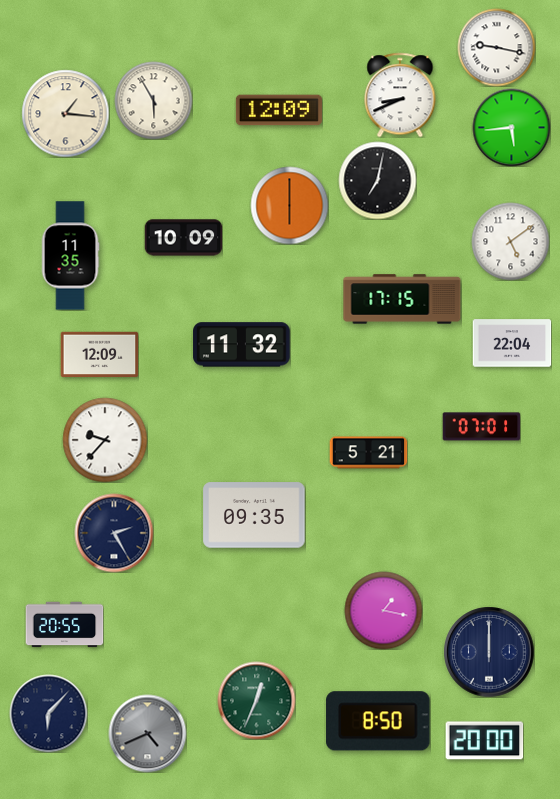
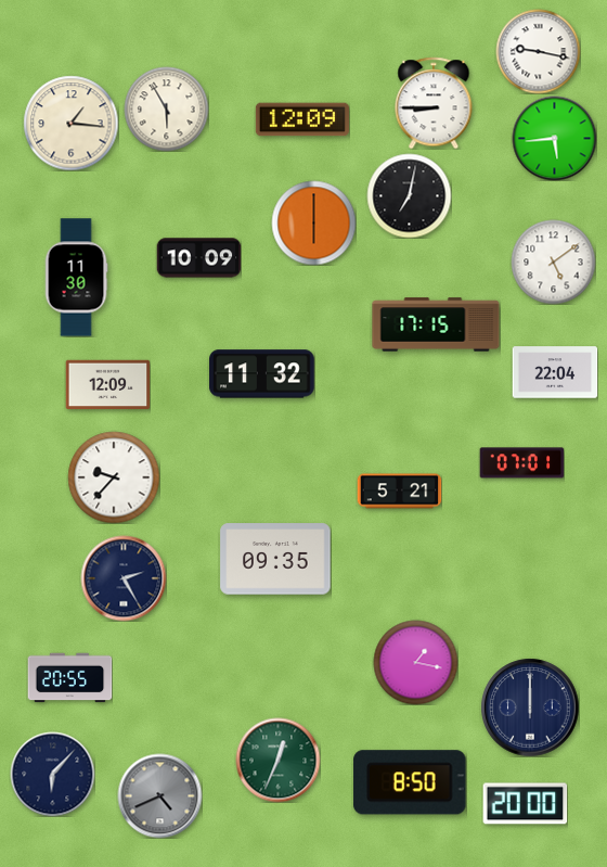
clock at (400, 95): 8:41 -> 8:45
clock at (70, 256): 11:35 -> 11:30
